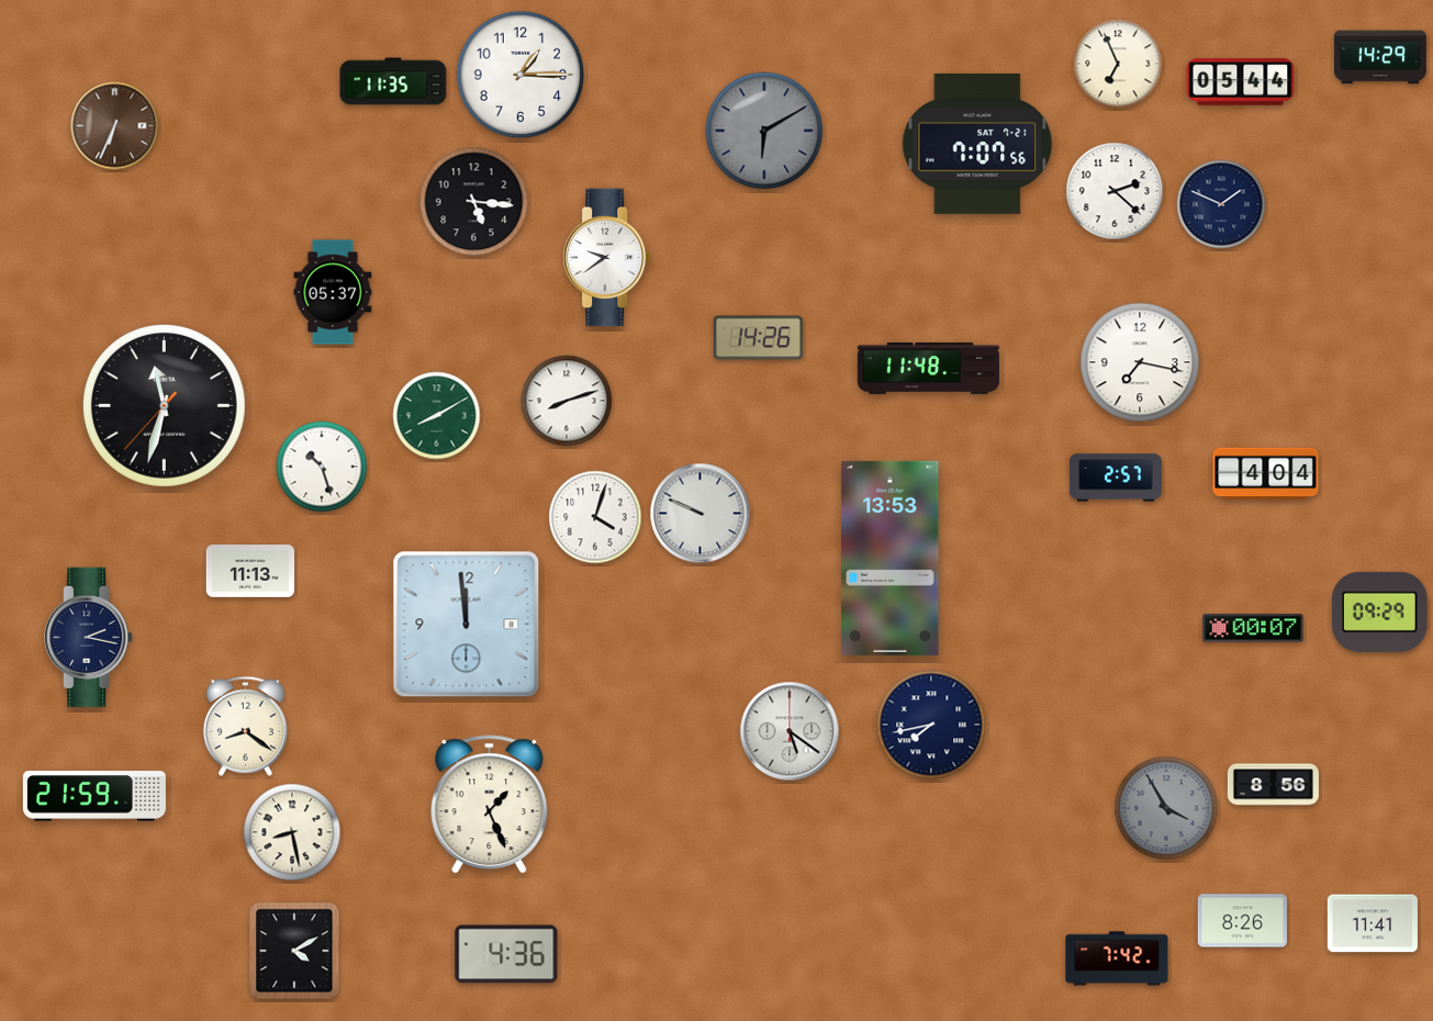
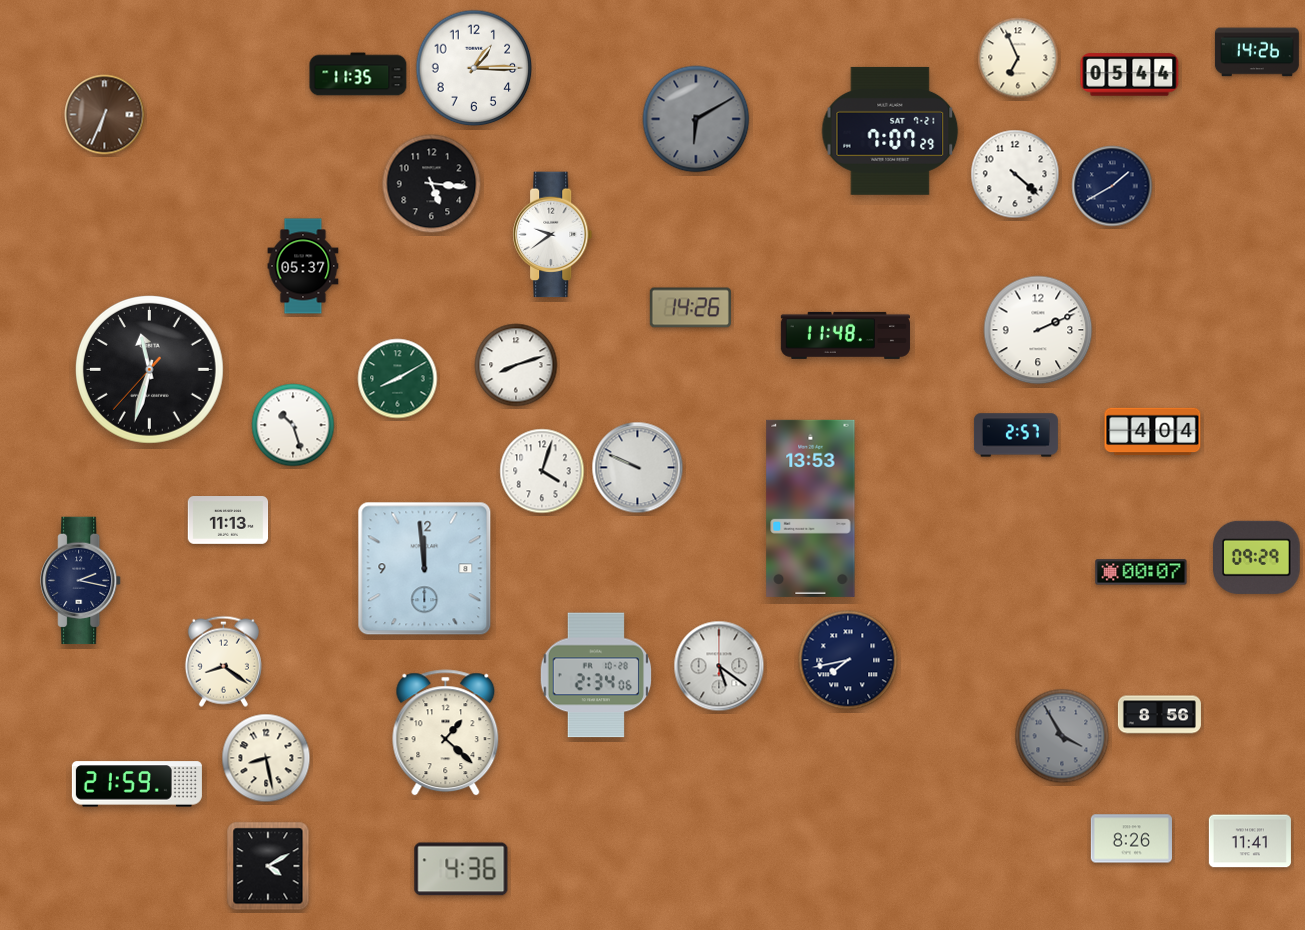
clock at (1380, 57): 14:29 -> 14:26
clock at (977, 144): 7:07:56 -> 7:07:29
clock at (1115, 191): 2:22 -> 4:22
clock at (1221, 204): 1:49 -> 1:40
clock at (1140, 362): 7:17 -> 2:11
clock at (596, 675): none -> 2:34
clock at (94, 796) position: (94, 796) -> (137, 784)
clock at (490, 805): 1:26 -> 1:22
clock at (1117, 958): 7:42 -> none
